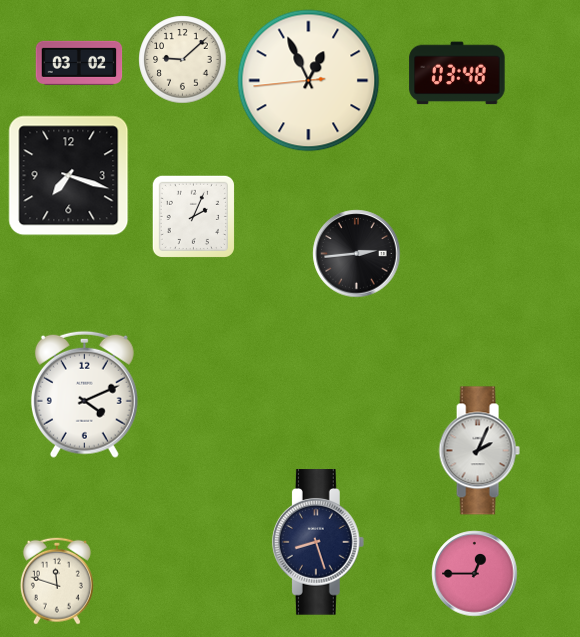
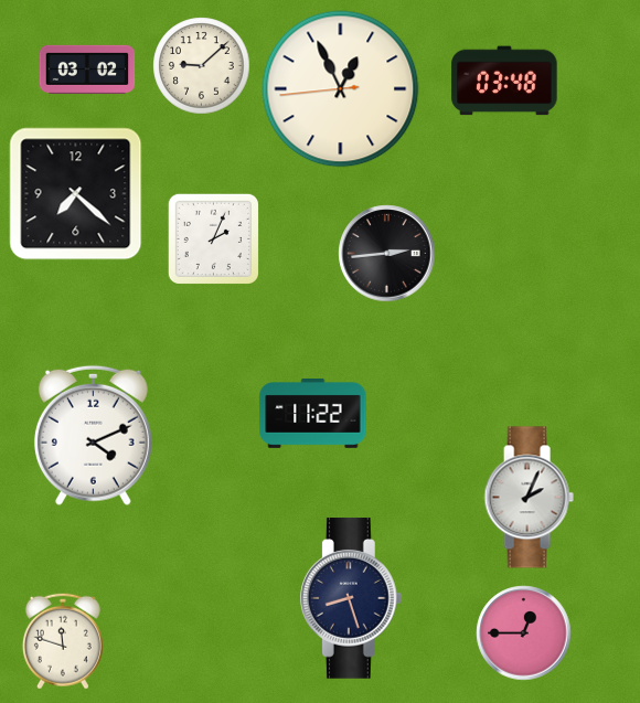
clock at (69, 176): 7:18 -> 7:22
clock at (357, 254) position: (357, 254) -> (387, 254)
clock at (313, 414): none -> 11:22
